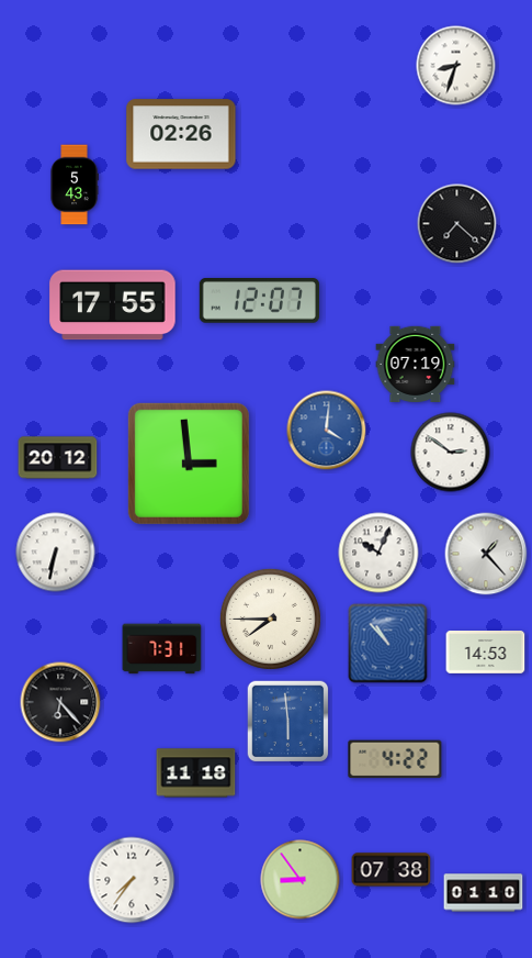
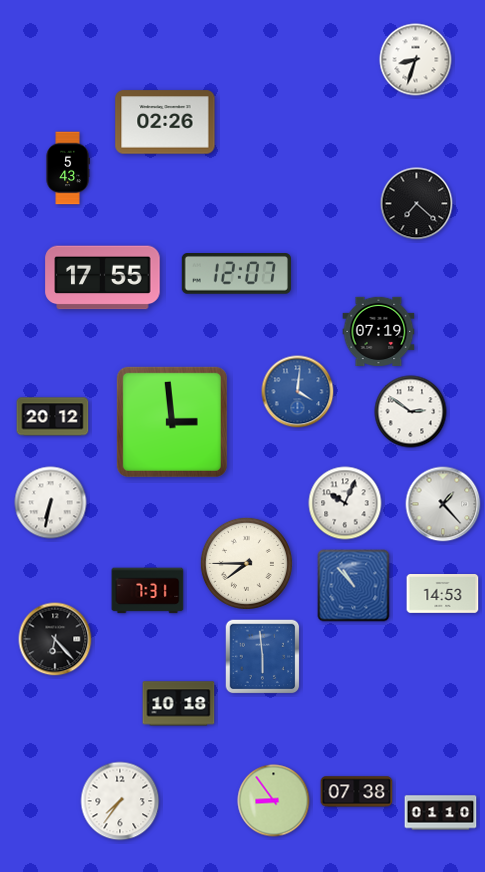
clock at (395, 759): 4:22 -> none
clock at (196, 773): 11:18 -> 10:18
